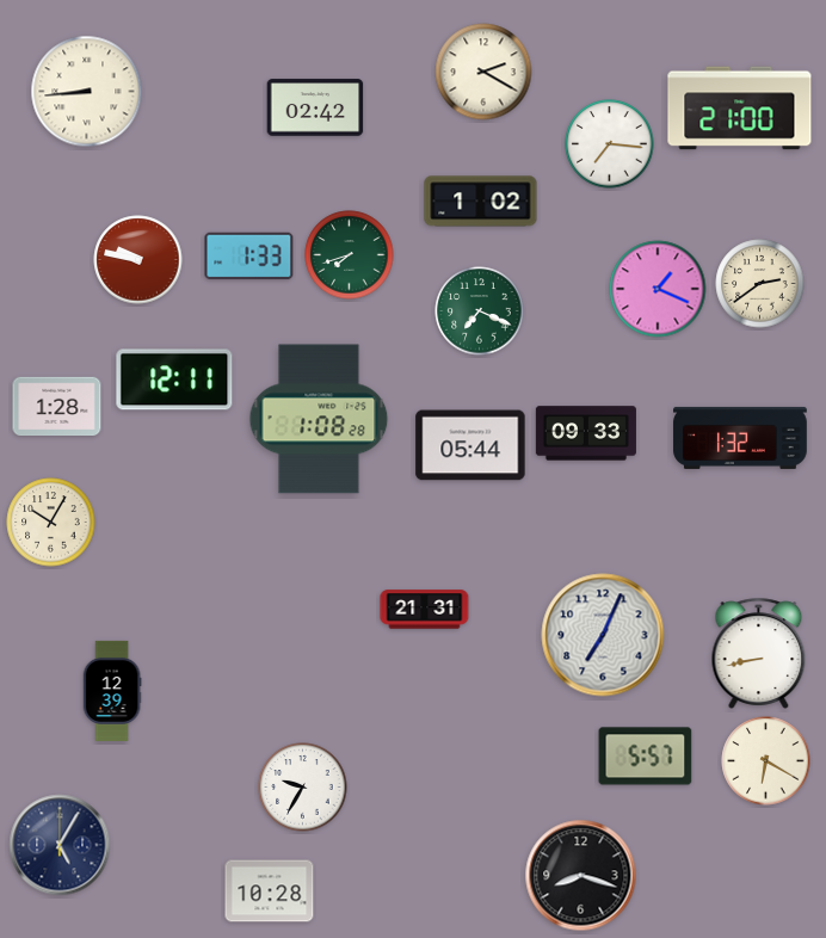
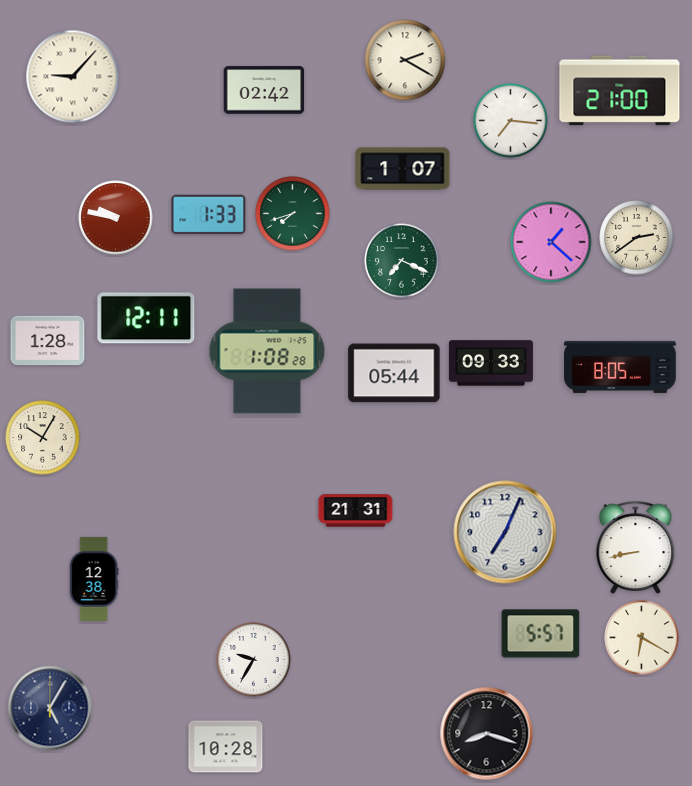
clock at (87, 92): 8:44 -> 9:07
clock at (481, 202): 1:02 -> 1:07
clock at (658, 289): 1:19 -> 1:22
clock at (740, 438): 1:32 -> 8:05
clock at (112, 691): 12:39 -> 12:38
